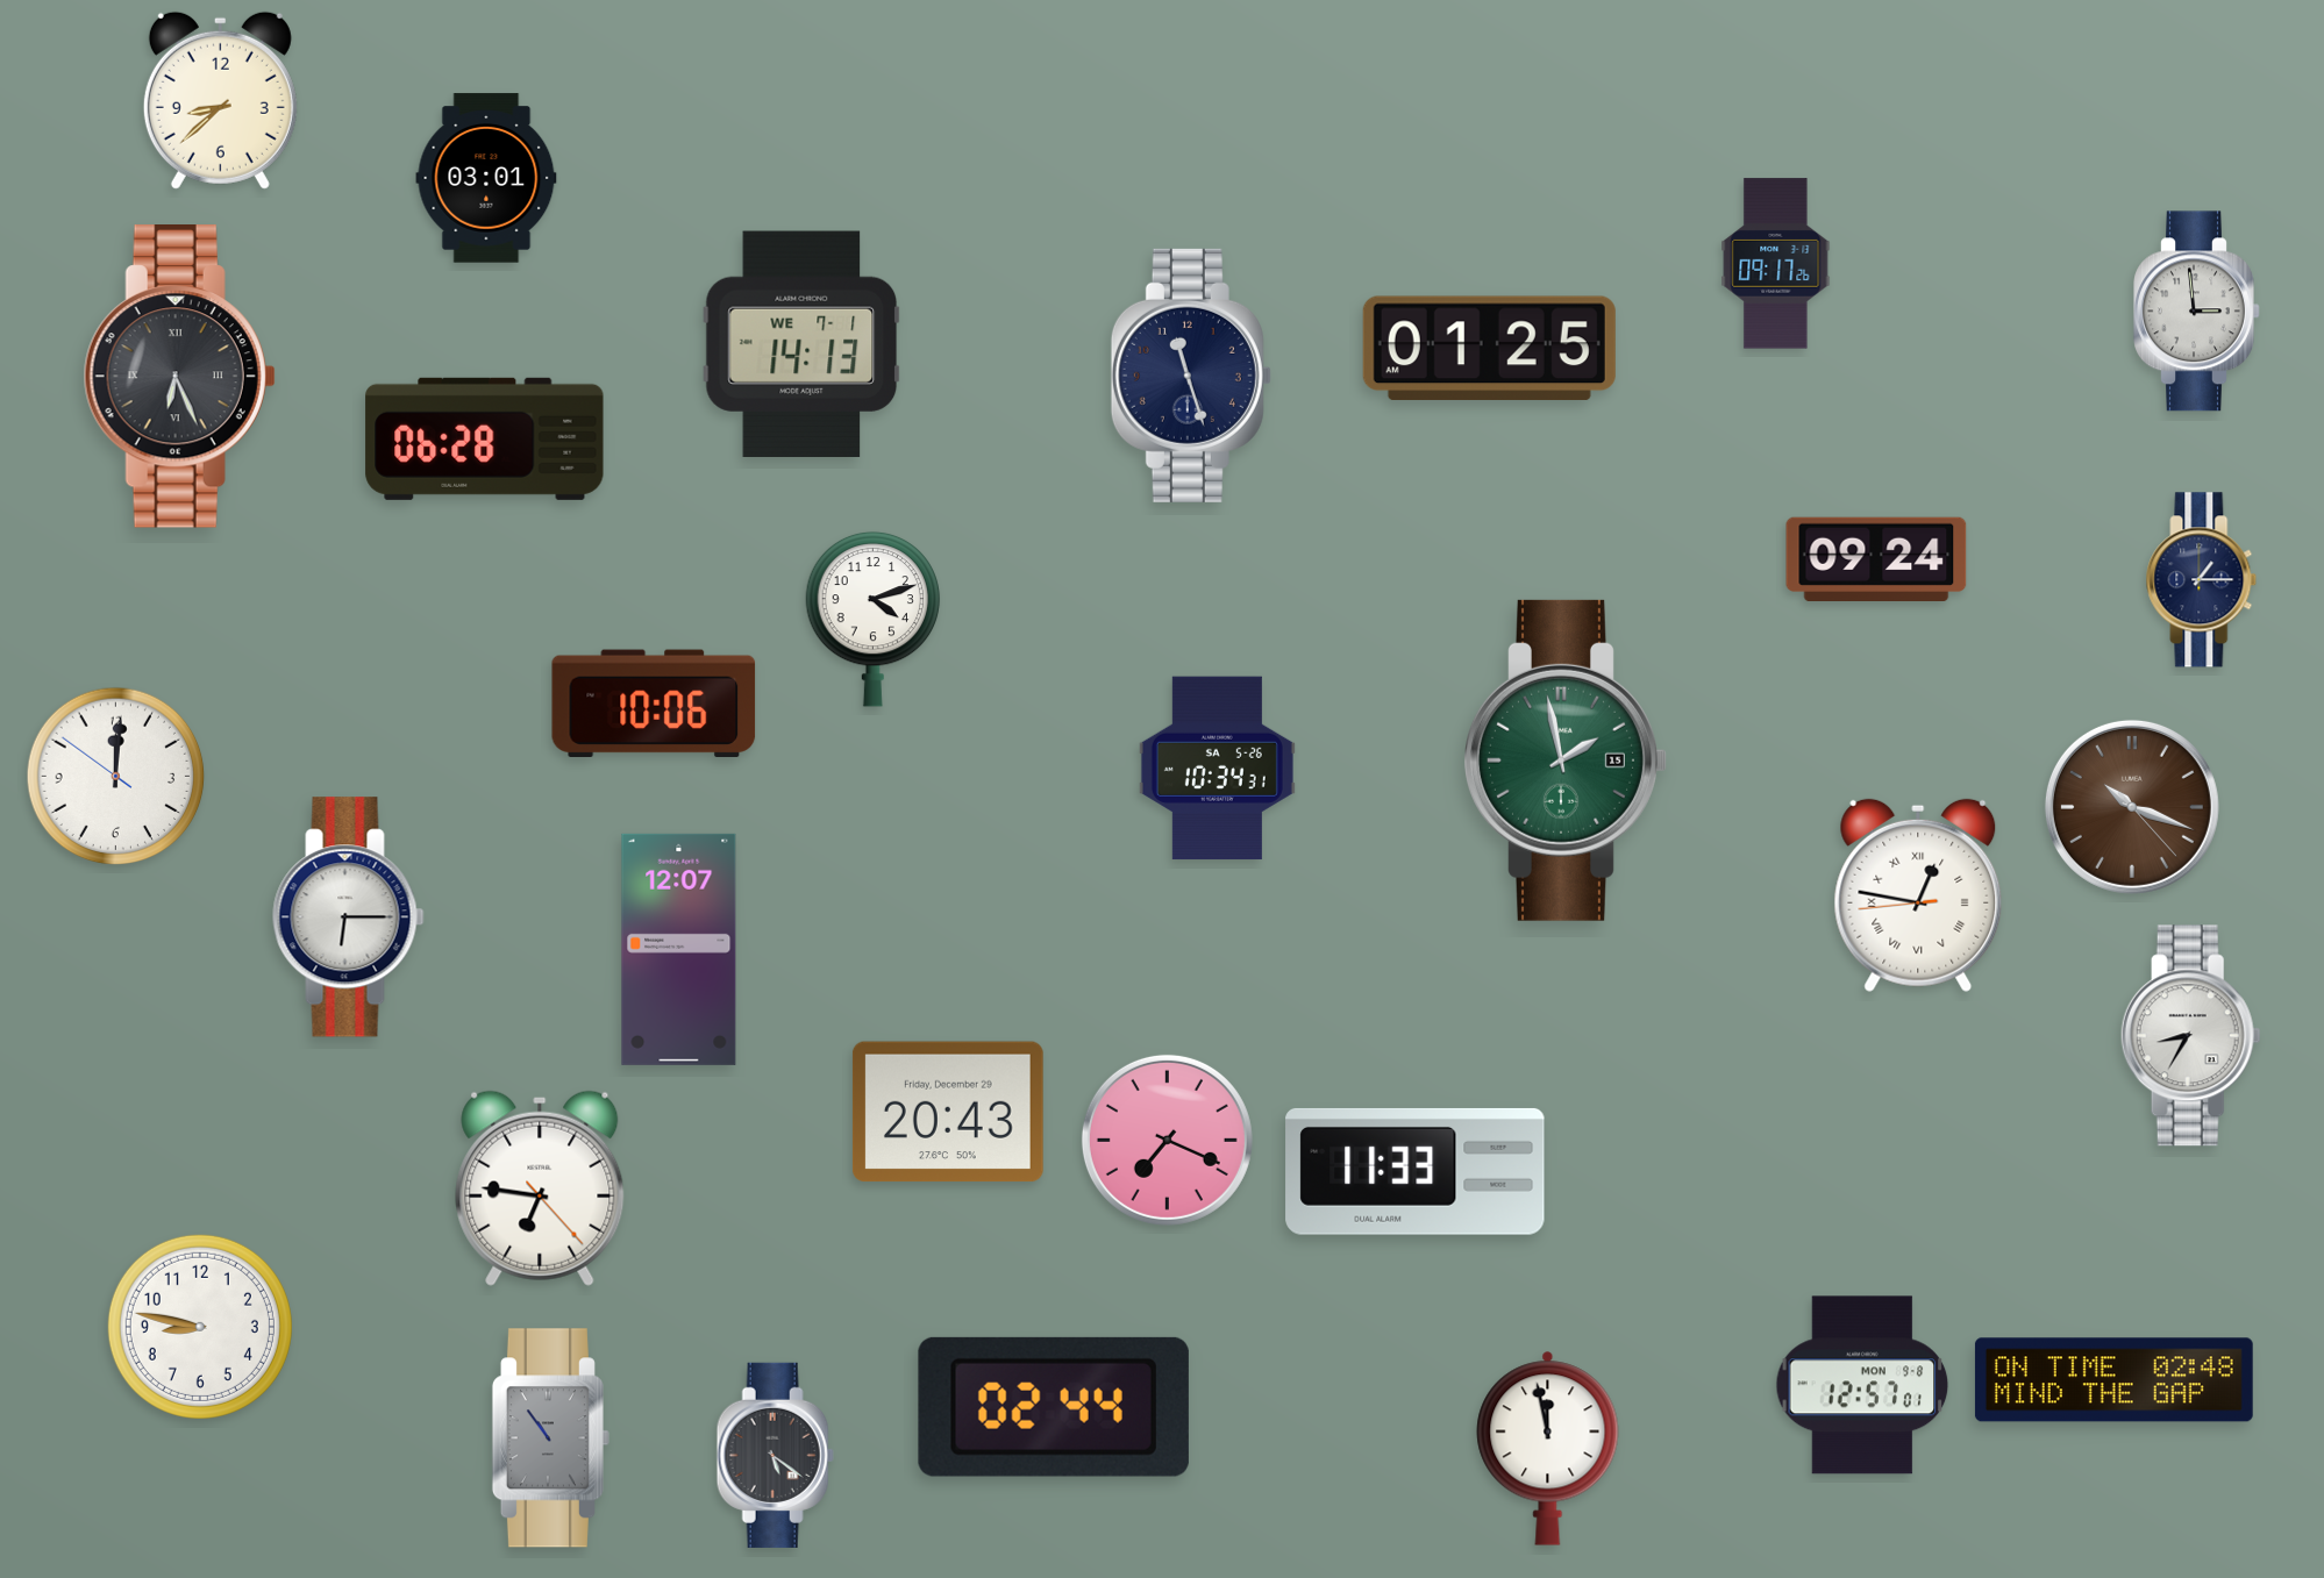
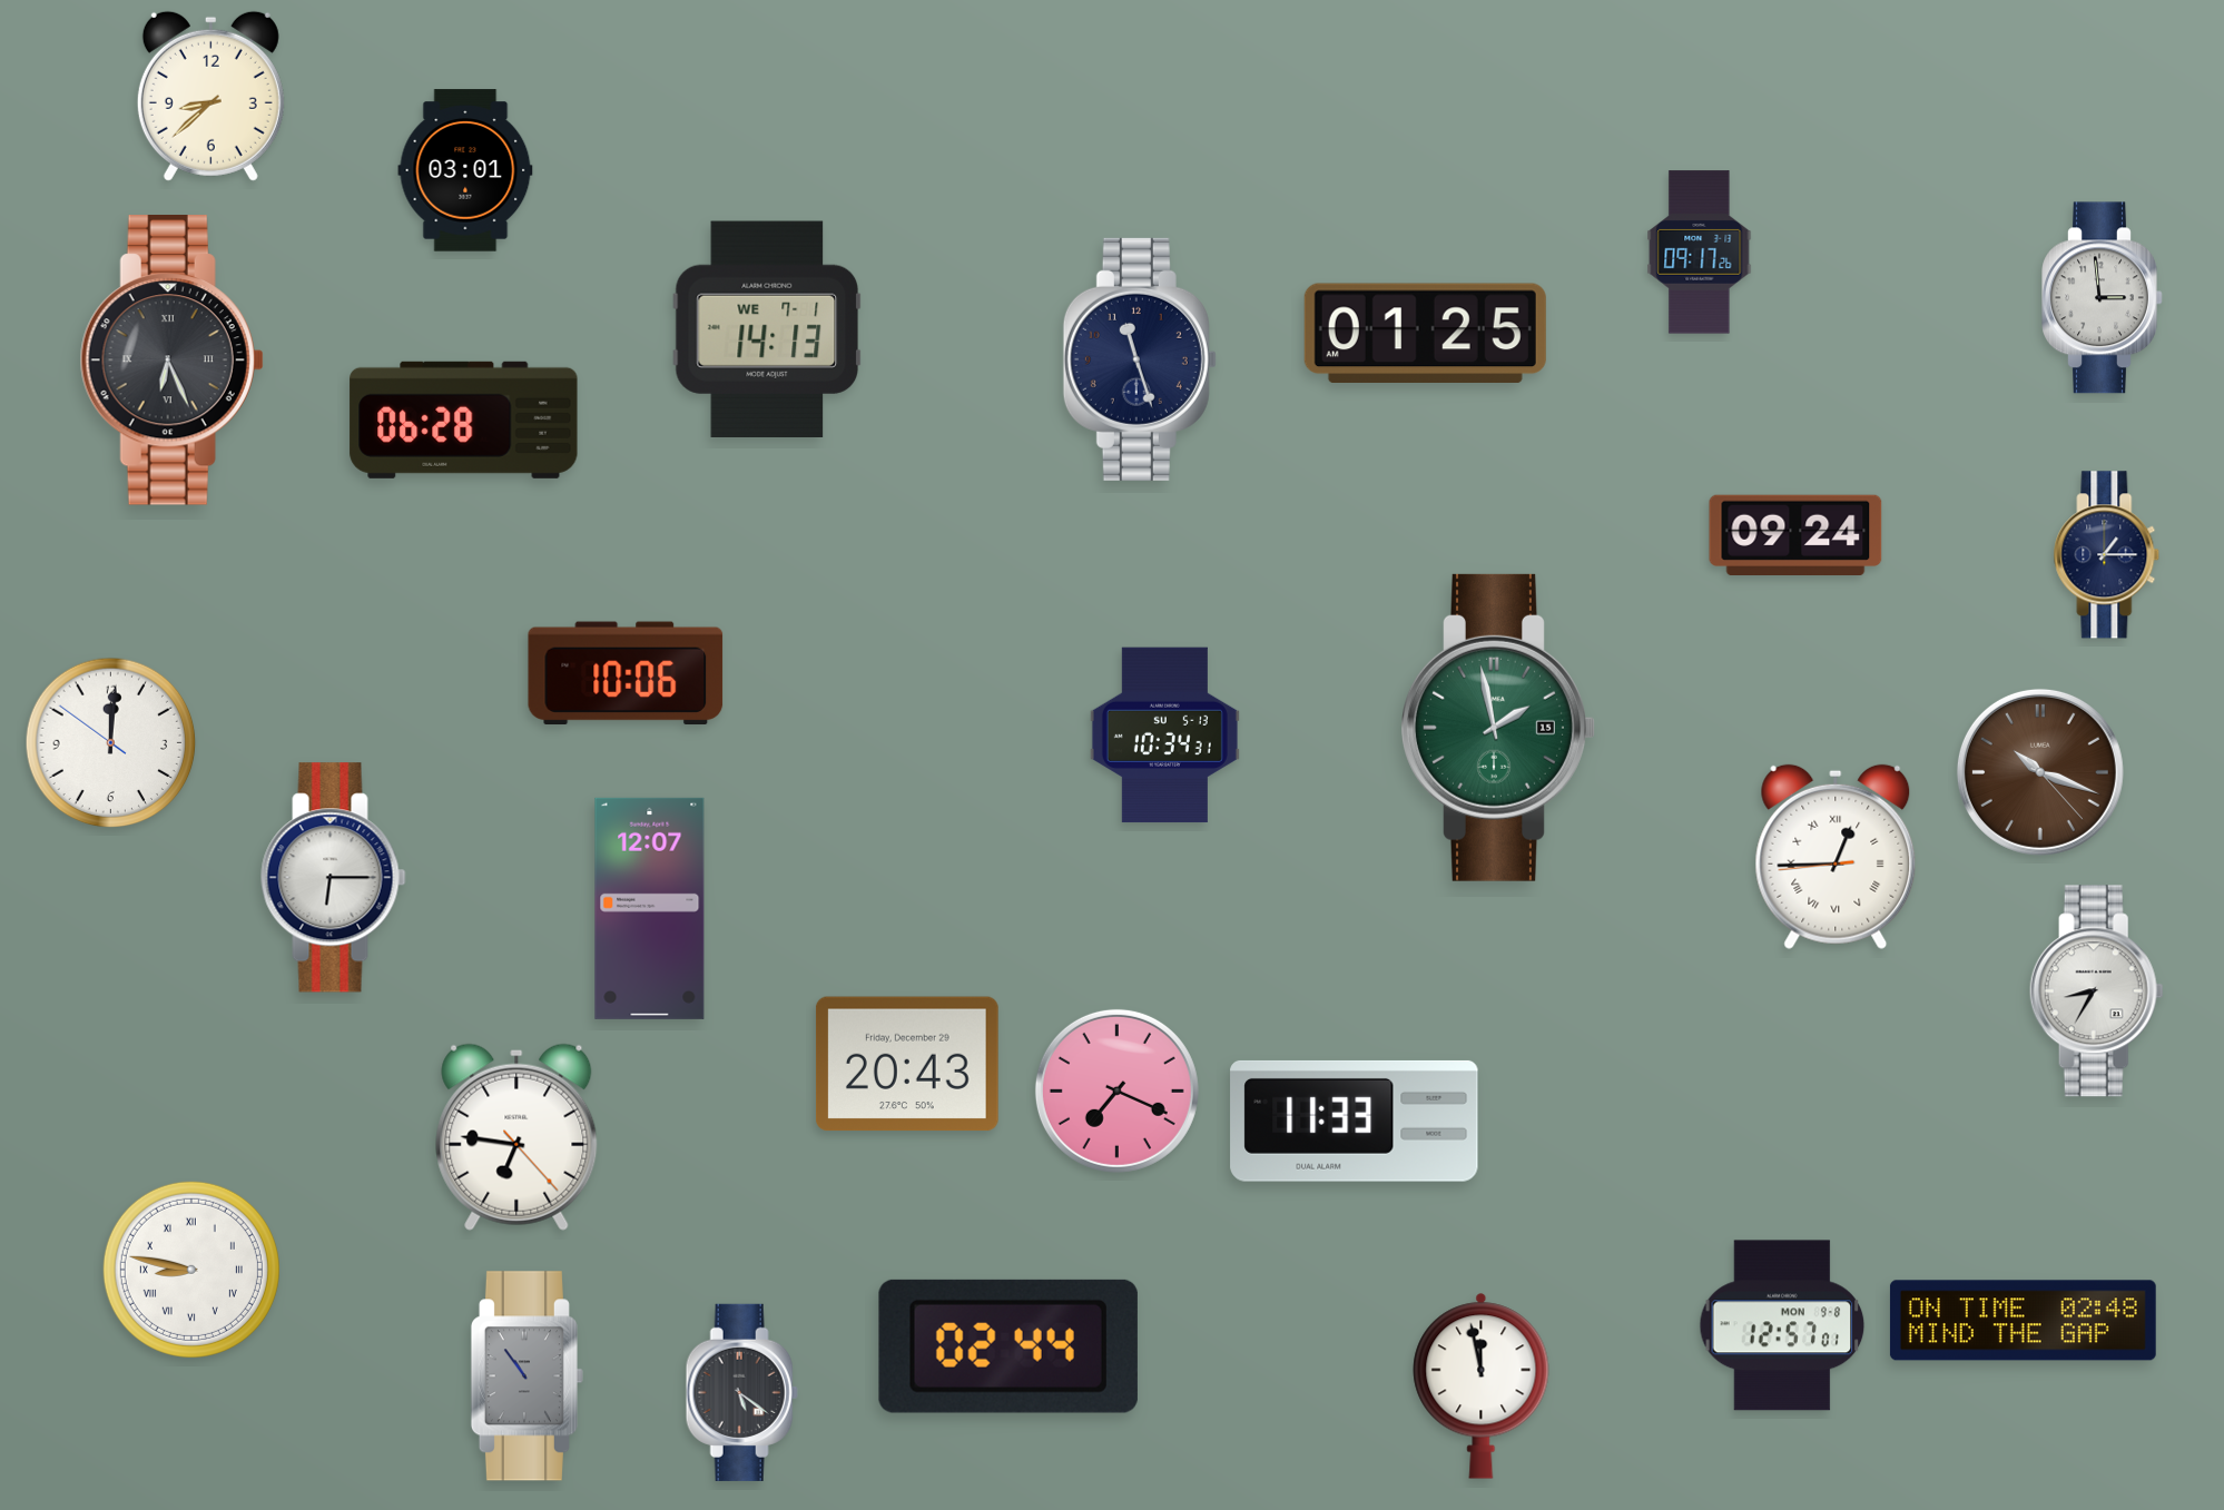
clock at (874, 619): 4:12 -> none
clock at (1217, 769) date: SA 5-26 -> SU 5-13
clock at (1918, 895): 12:46 -> 12:44
clock at (200, 1327) numerals: Arabic -> Roman
